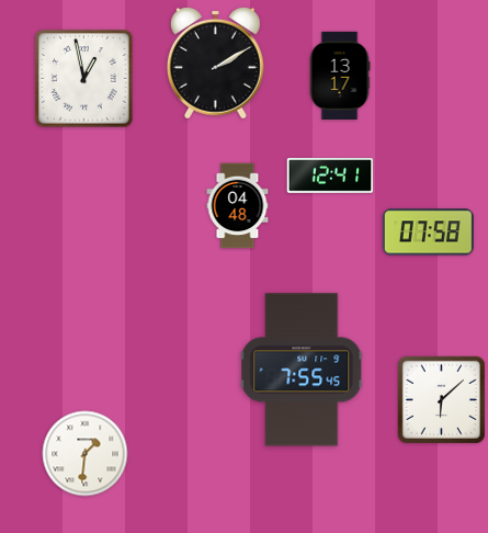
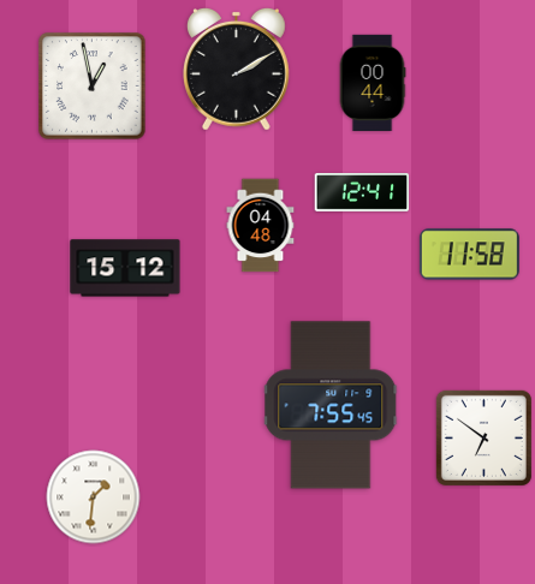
clock at (340, 75): 13:17 -> 00:44
clock at (428, 233): 07:58 -> 11:58
clock at (125, 268): none -> 15:12
clock at (441, 399): 6:08 -> 6:51
